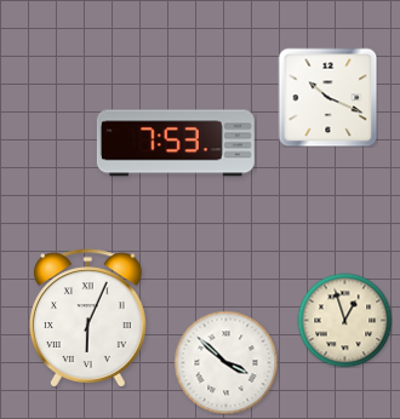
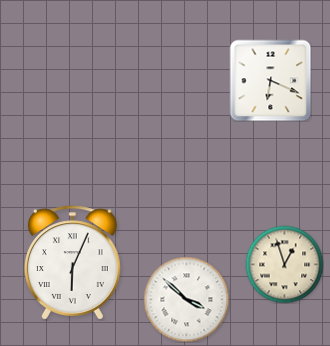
clock at (327, 97): 10:19 -> 6:19
clock at (176, 143): 7:53 -> none
